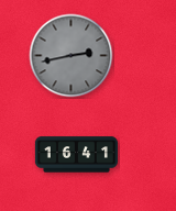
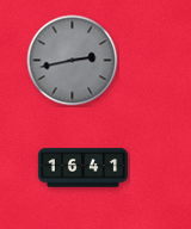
clock at (71, 56) position: (71, 56) -> (73, 61)
